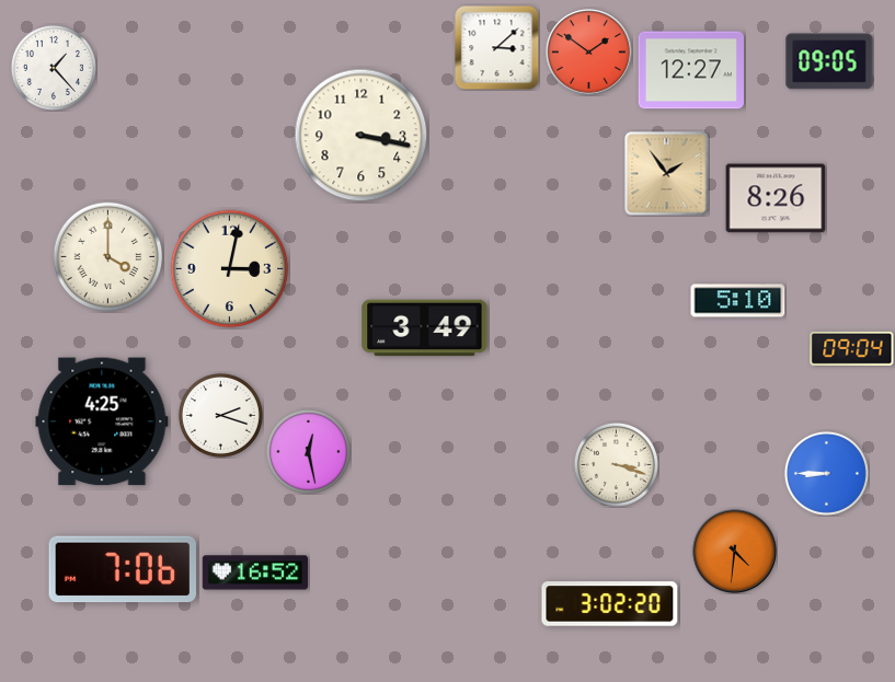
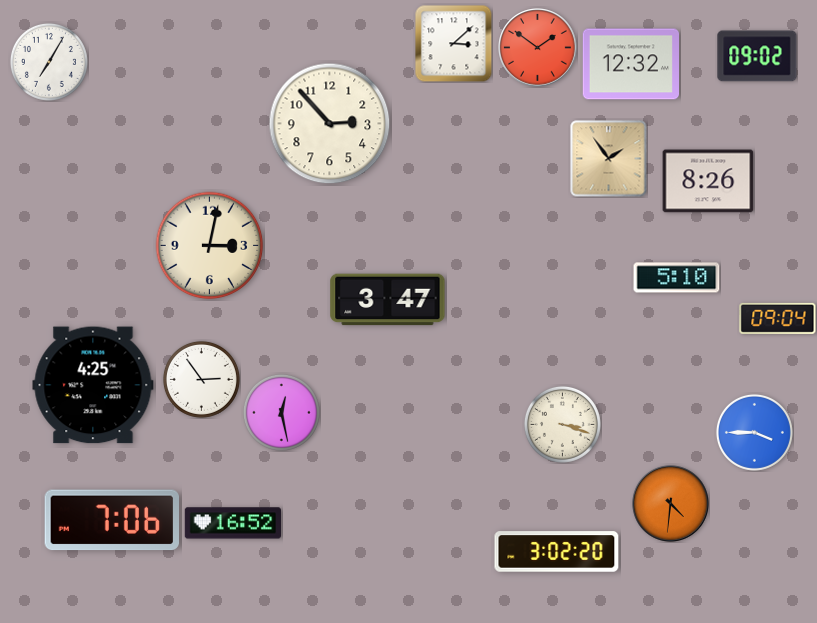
clock at (829, 61): 09:05 -> 09:02
clock at (54, 68): 1:23 -> 7:05
clock at (690, 70): 12:27 -> 12:32
clock at (362, 136): 3:17 -> 2:53
clock at (108, 257): 4:00 -> none
clock at (738, 301) position: (738, 301) -> (677, 278)
clock at (425, 328): 3:49 -> 3:47
clock at (220, 415): 2:18 -> 2:54
clock at (826, 473): 8:45 -> 3:45
